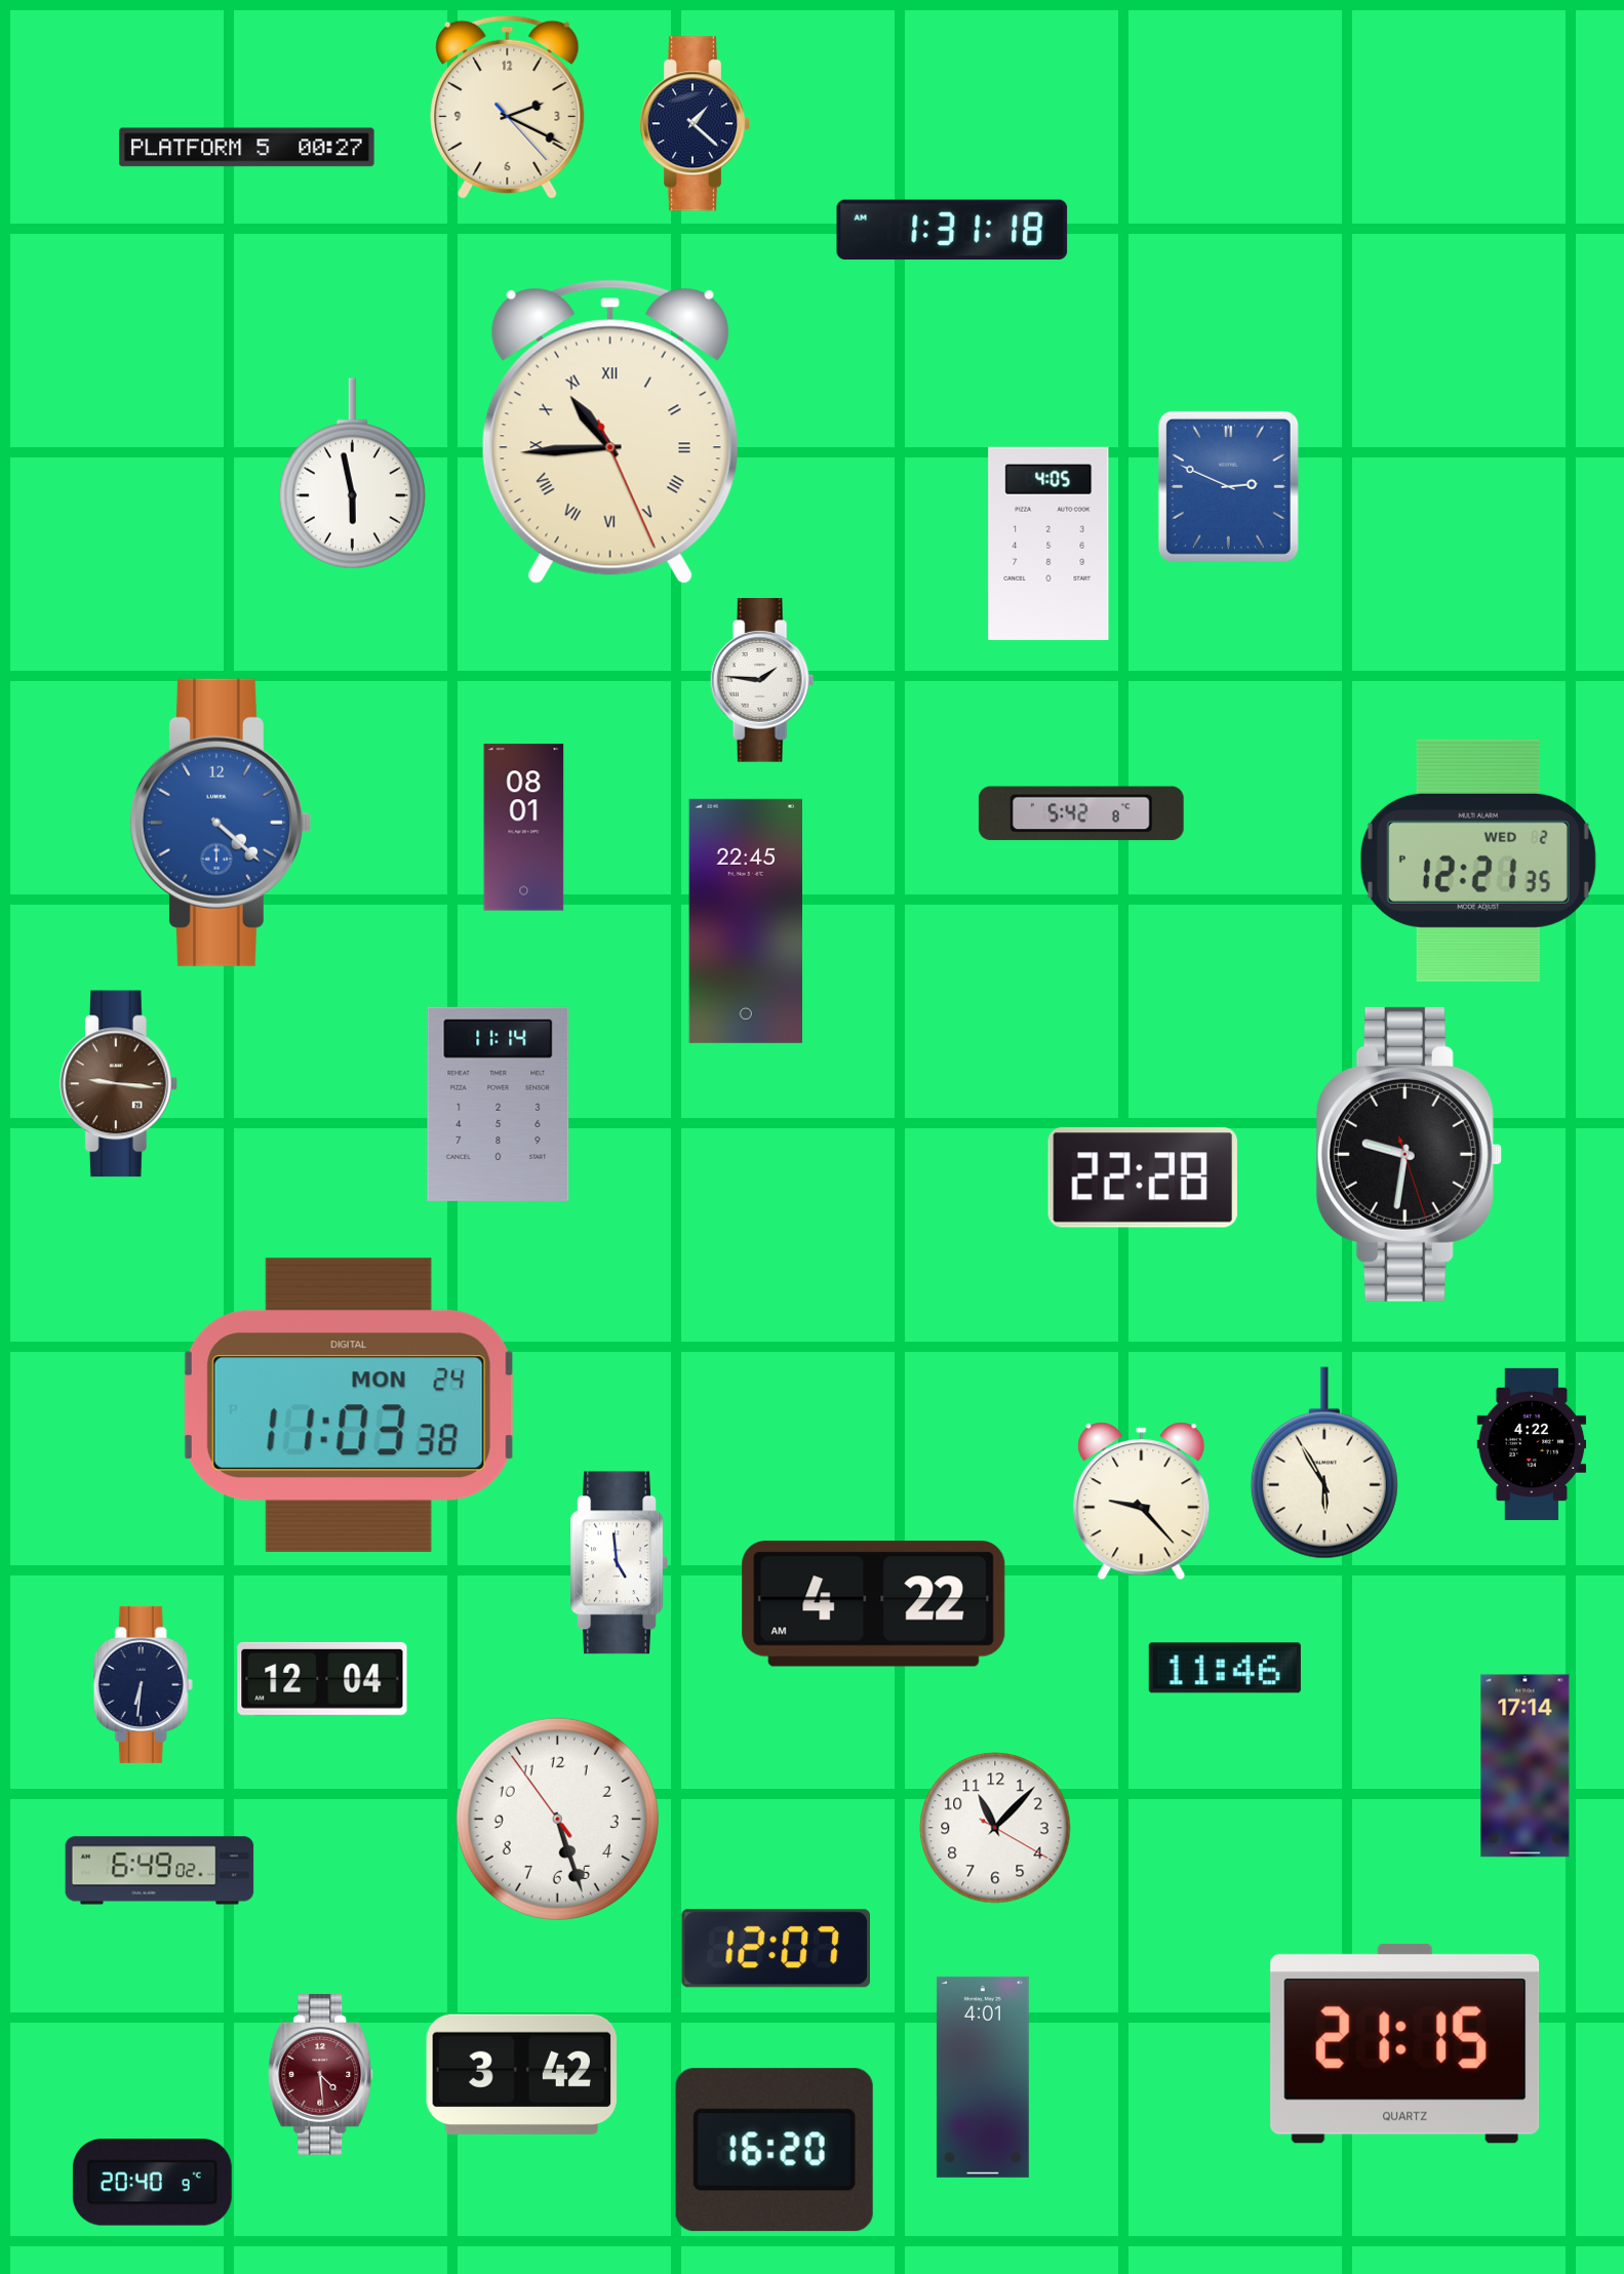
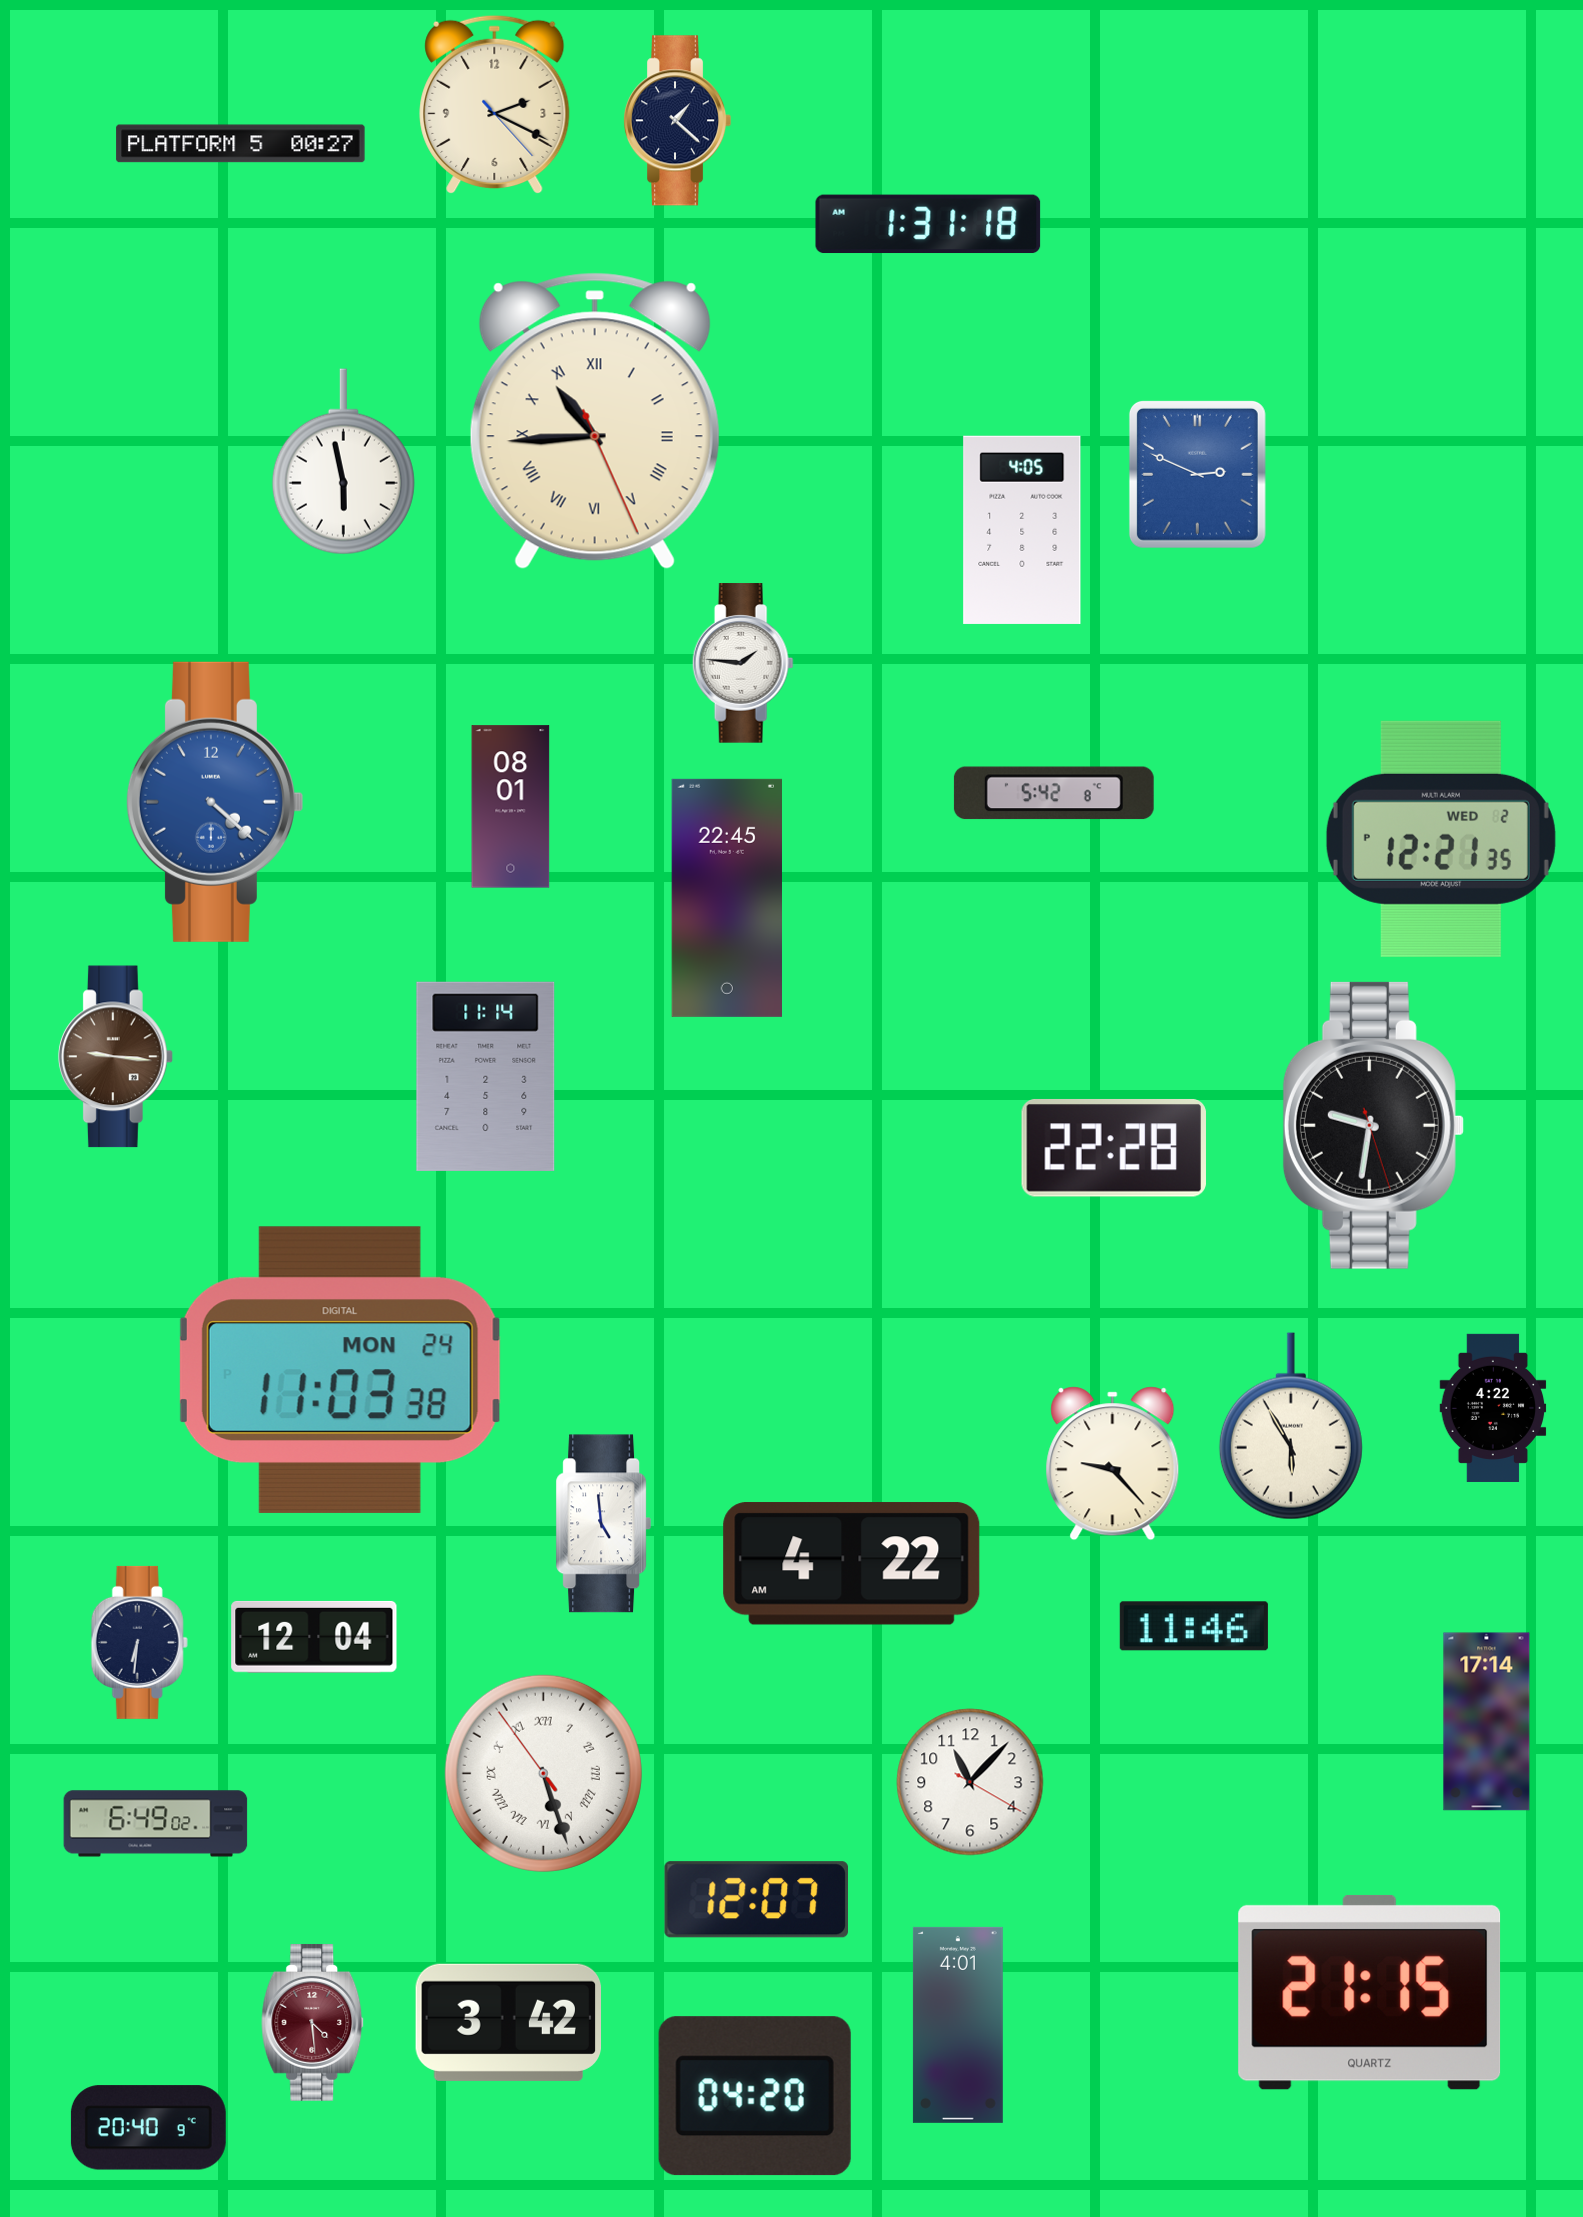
clock at (557, 1819) numerals: Arabic -> Roman
clock at (775, 2150): 16:20 -> 04:20
